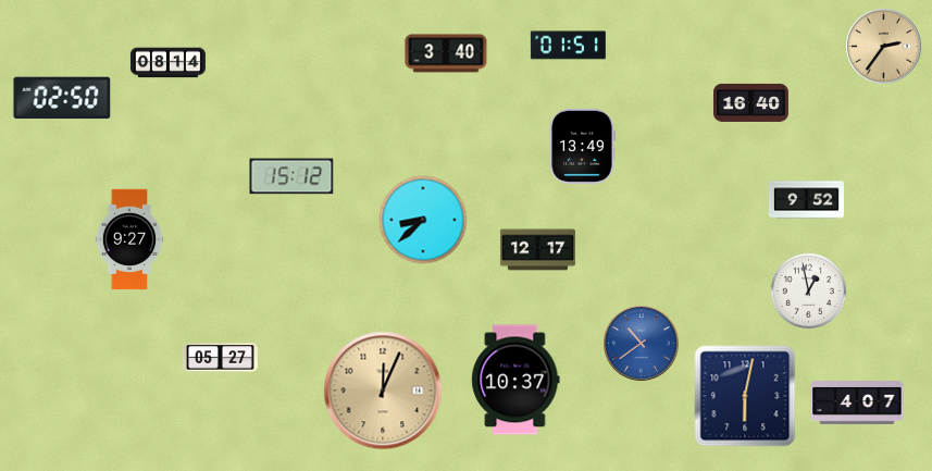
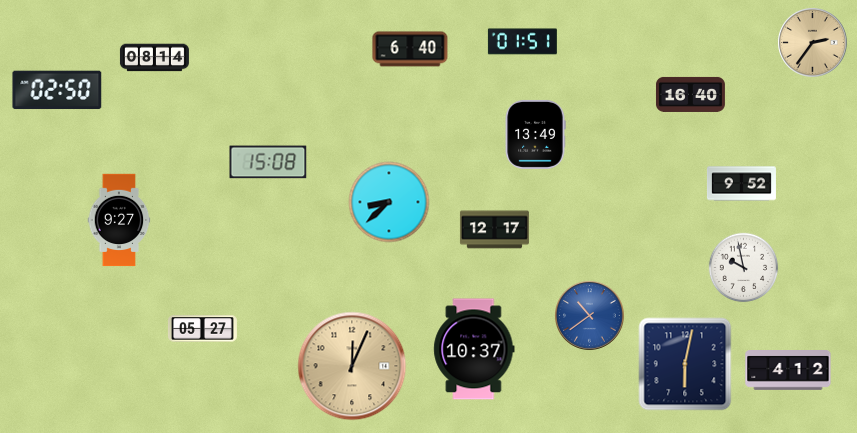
clock at (446, 53): 3:40 -> 6:40
clock at (291, 176): 15:12 -> 15:08
clock at (809, 292): 12:58 -> 9:58
clock at (383, 391) position: (383, 391) -> (352, 366)
clock at (857, 404): 4:07 -> 4:12
